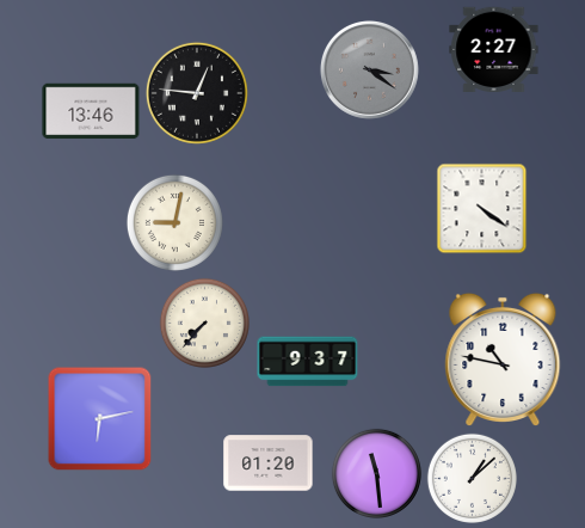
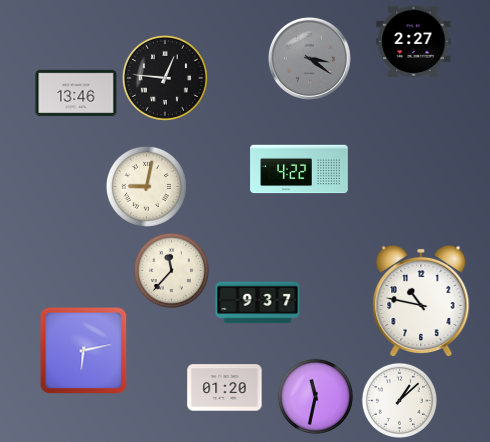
clock at (299, 169): none -> 4:22
clock at (482, 209): 4:21 -> none
clock at (204, 323): 7:37 -> 11:37
clock at (376, 473): 11:29 -> 11:32
clock at (472, 478) position: (472, 478) -> (399, 400)
